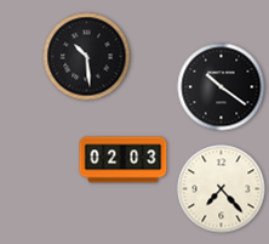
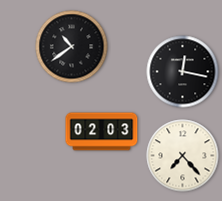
clock at (87, 57): 10:29 -> 10:39
clock at (222, 87): 10:21 -> 12:17
